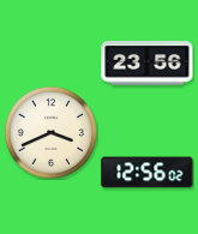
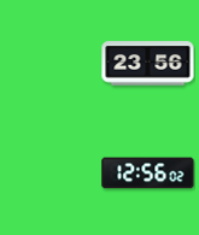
clock at (50, 132): 3:41 -> none
